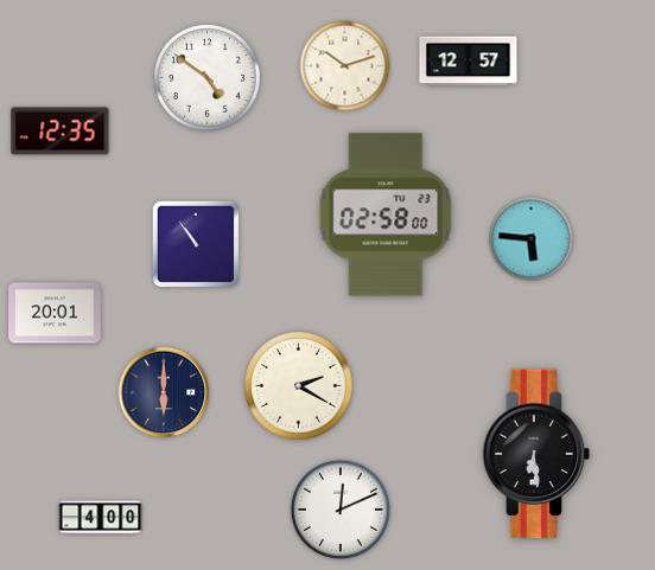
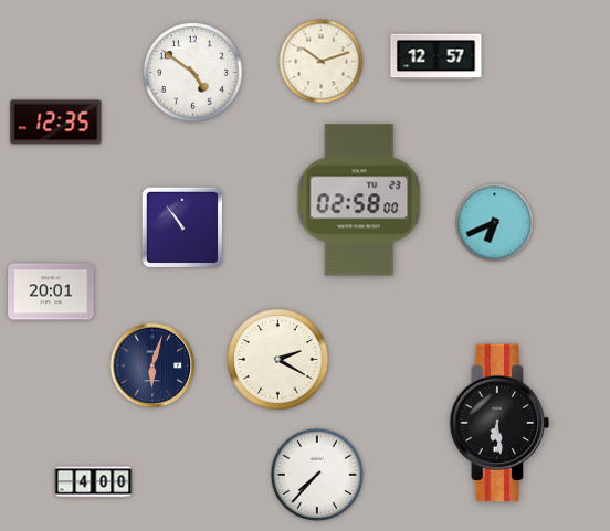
clock at (532, 239): 5:46 -> 6:41
clock at (164, 392): 6:00 -> 6:03
clock at (341, 510): 12:11 -> 7:37
